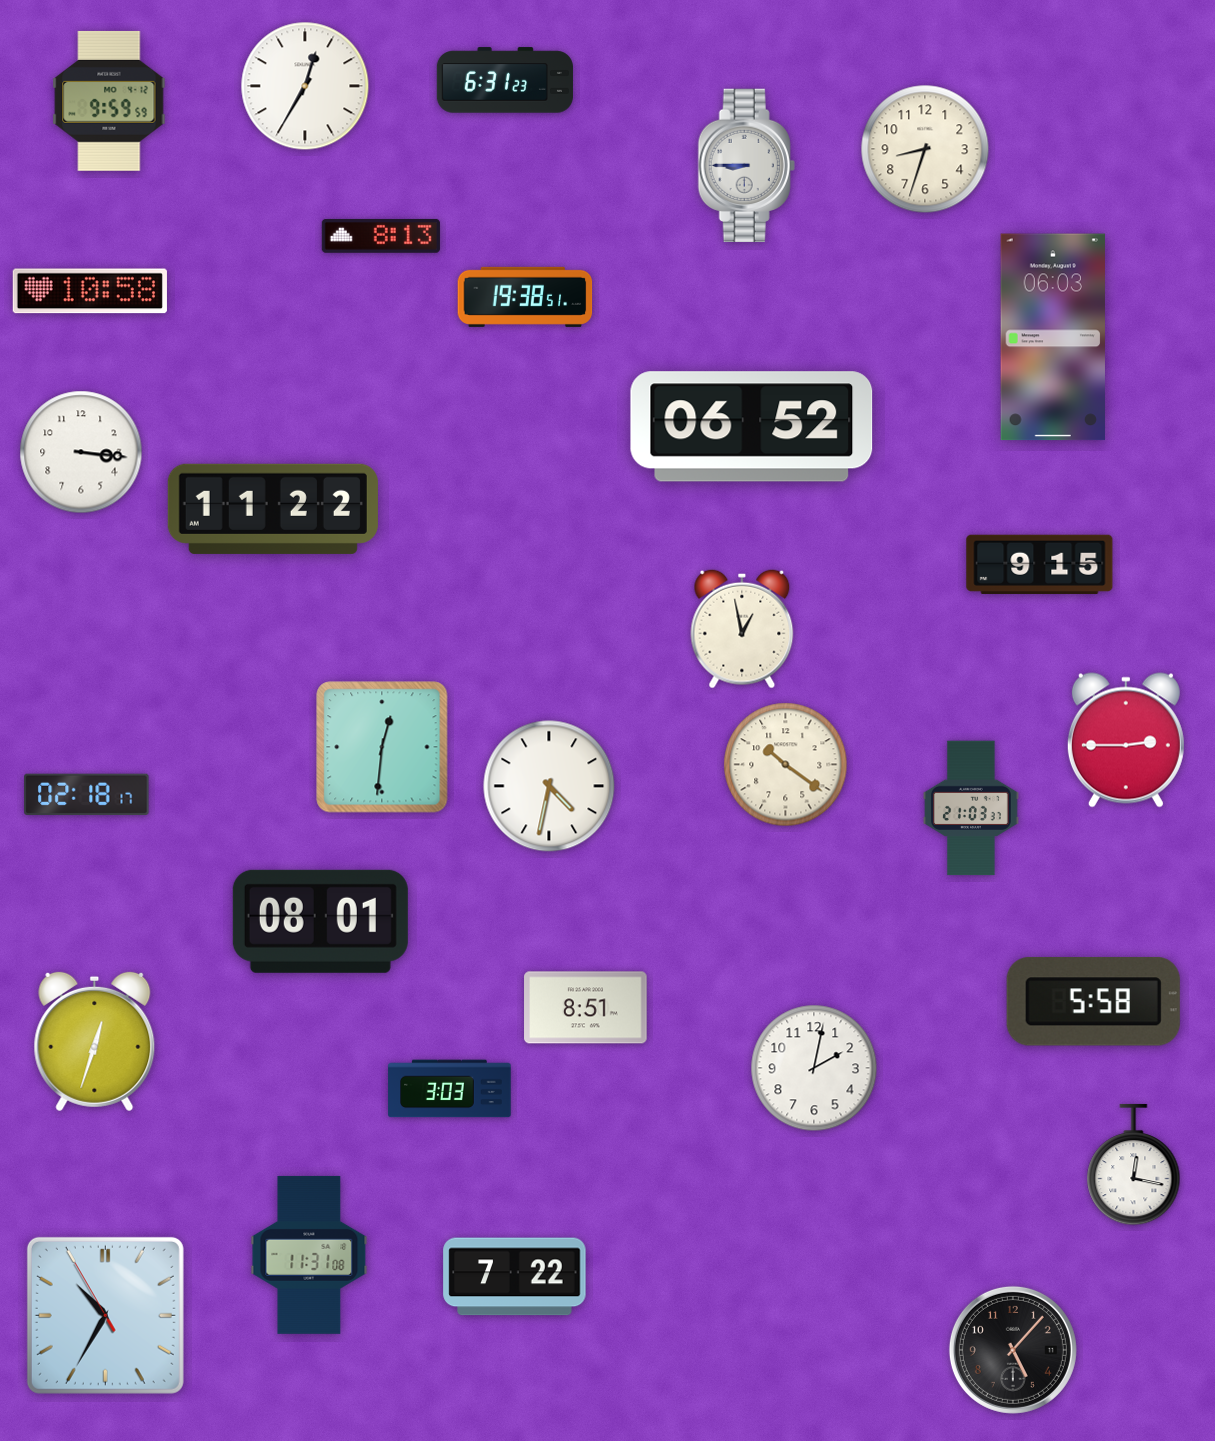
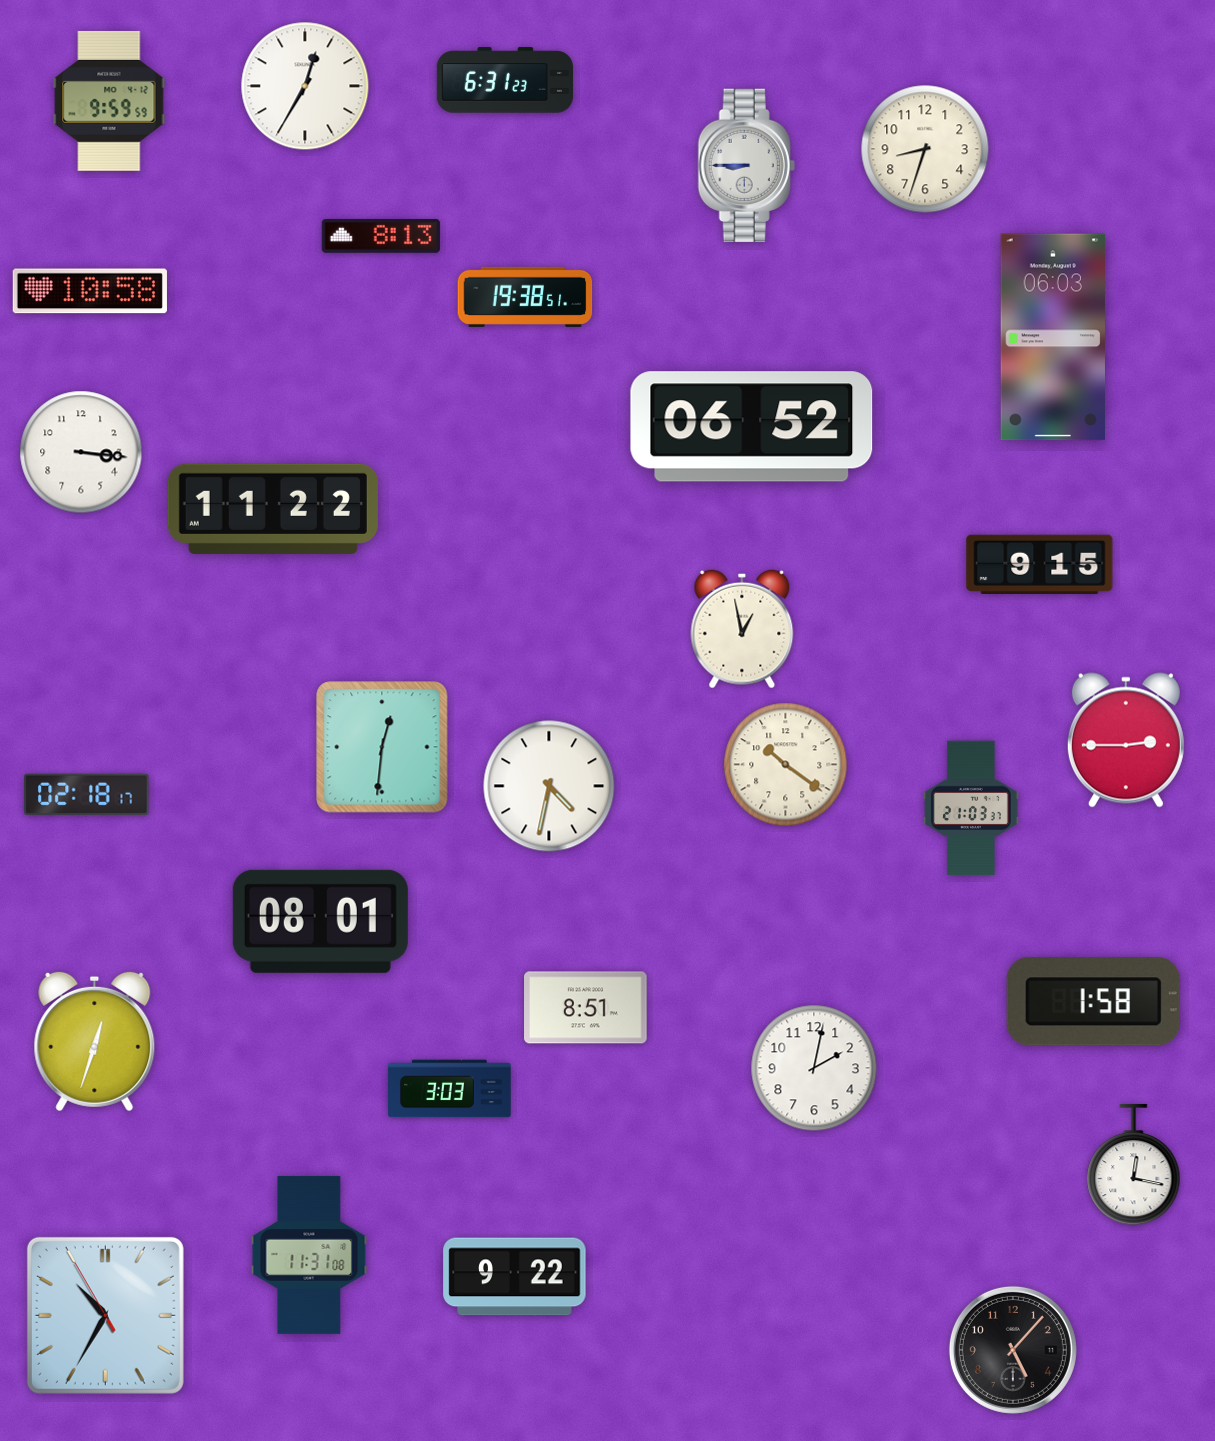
clock at (1093, 1001): 5:58 -> 1:58
clock at (515, 1277): 7:22 -> 9:22
